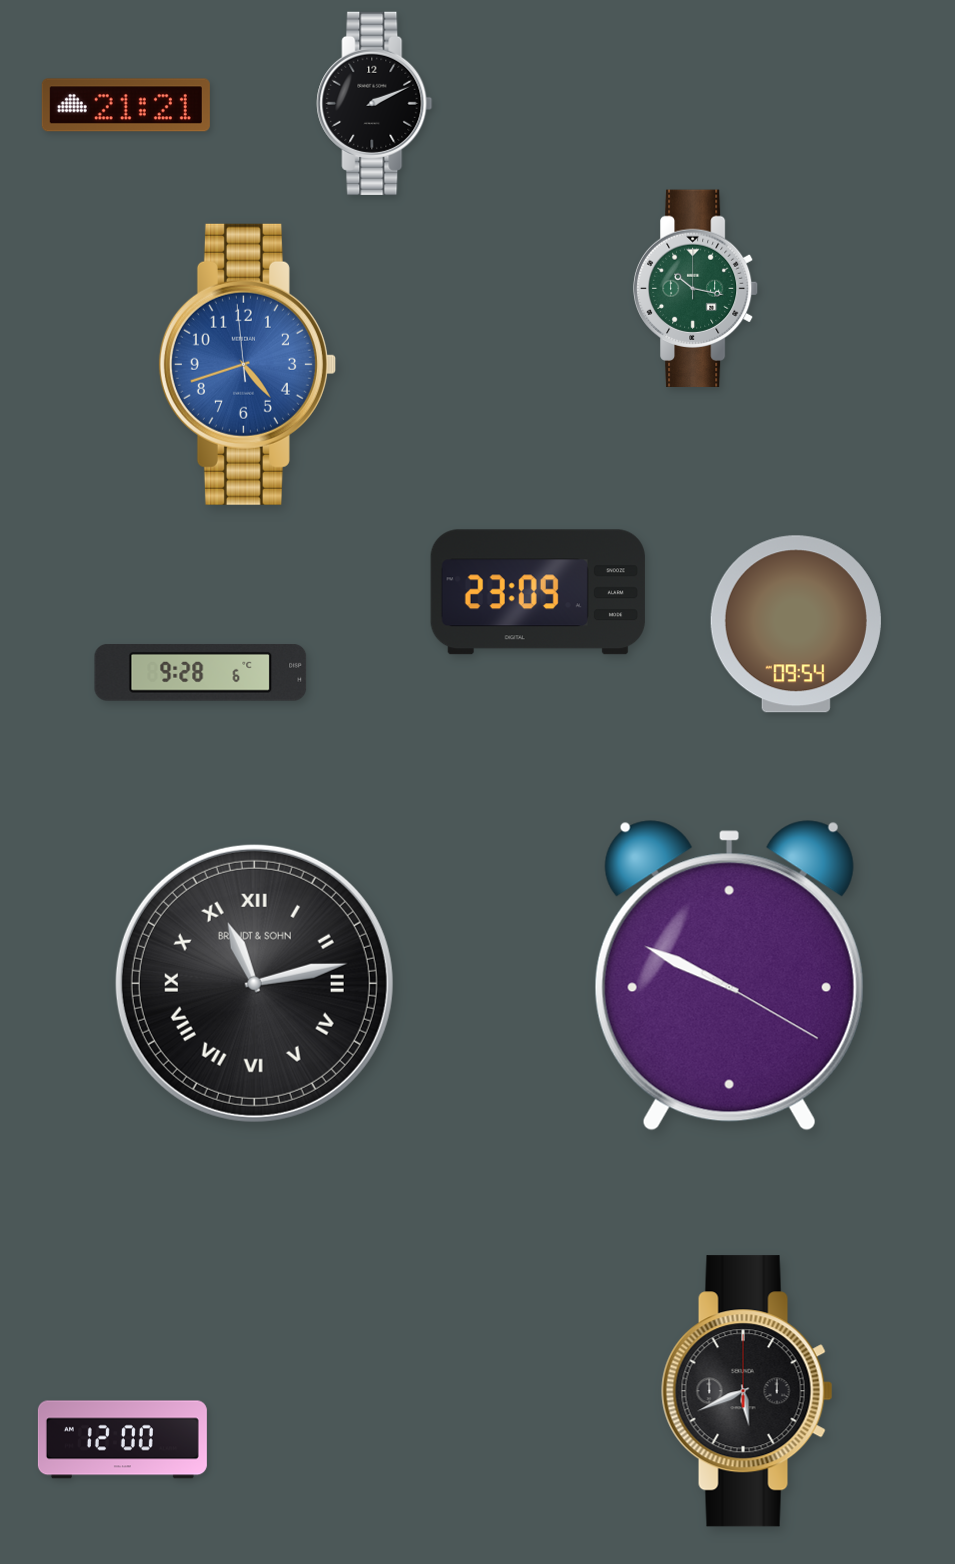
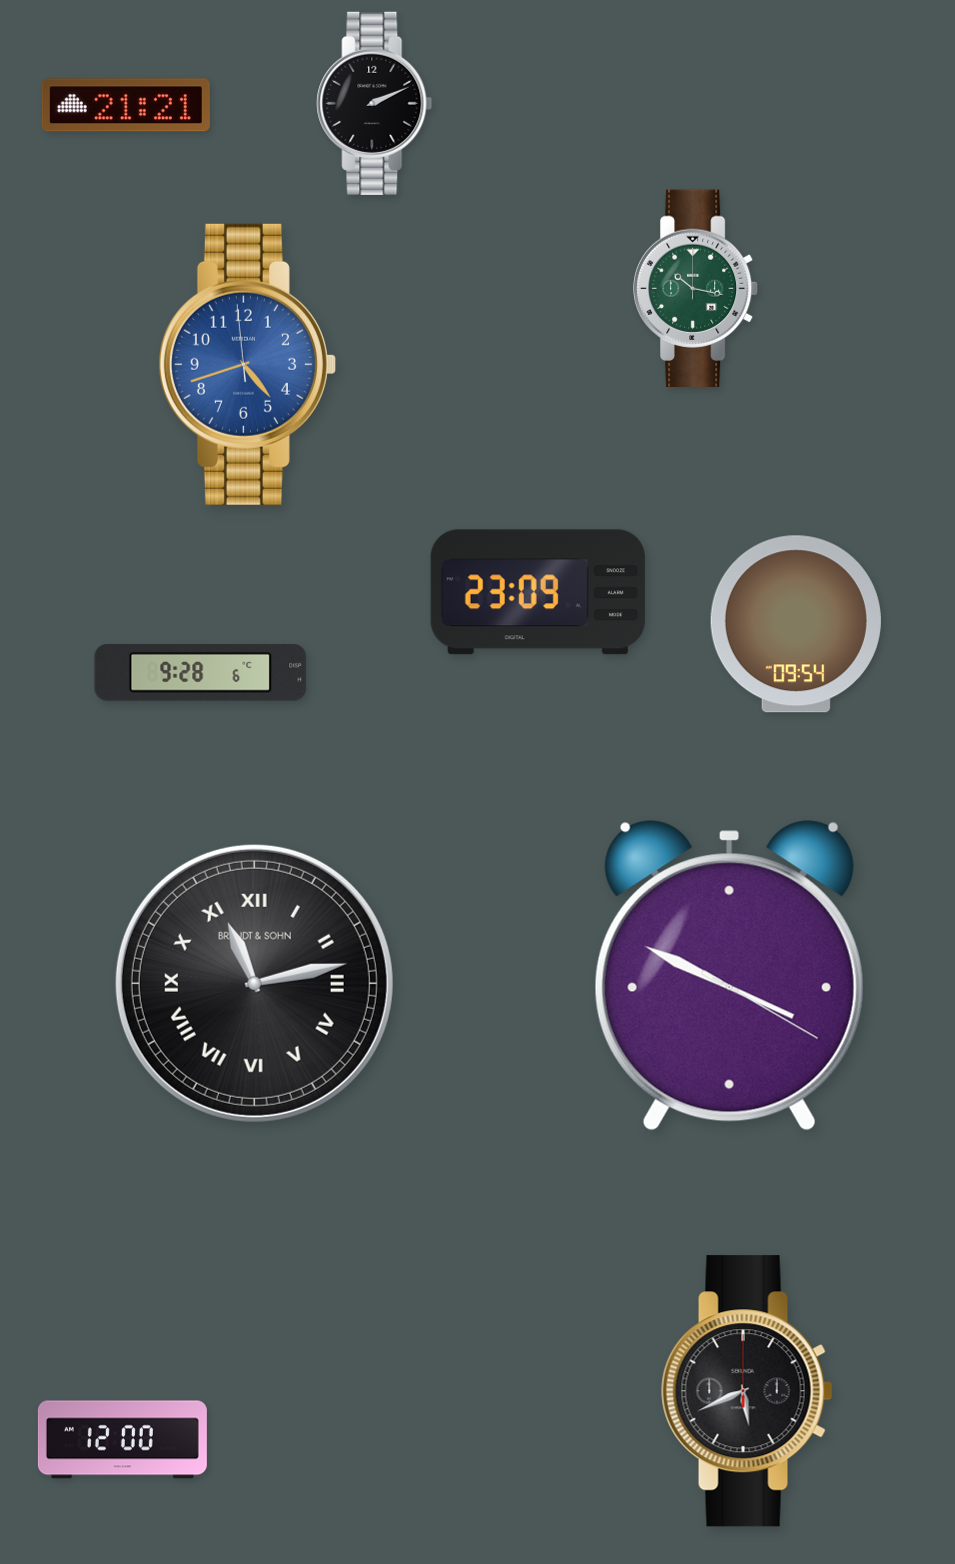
clock at (729, 976): 9:49 -> 3:49
